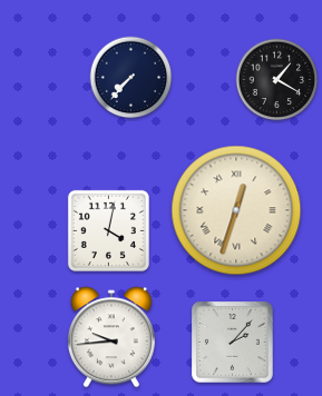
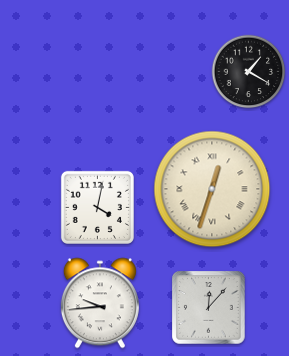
clock at (131, 78): 7:37 -> none
clock at (233, 343): 2:07 -> 12:07
